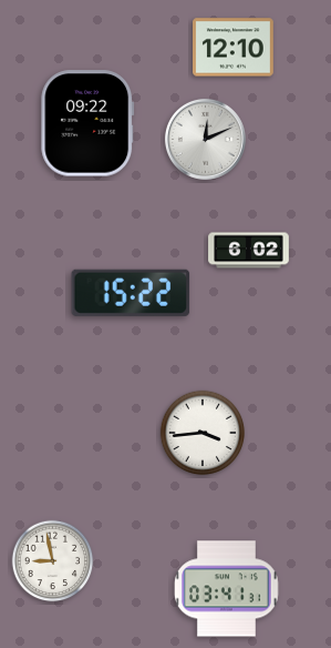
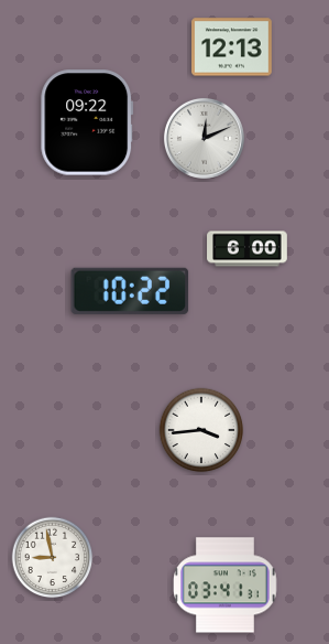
clock at (234, 48): 12:10 -> 12:13
clock at (249, 251): 6:02 -> 6:00
clock at (131, 293): 15:22 -> 10:22
